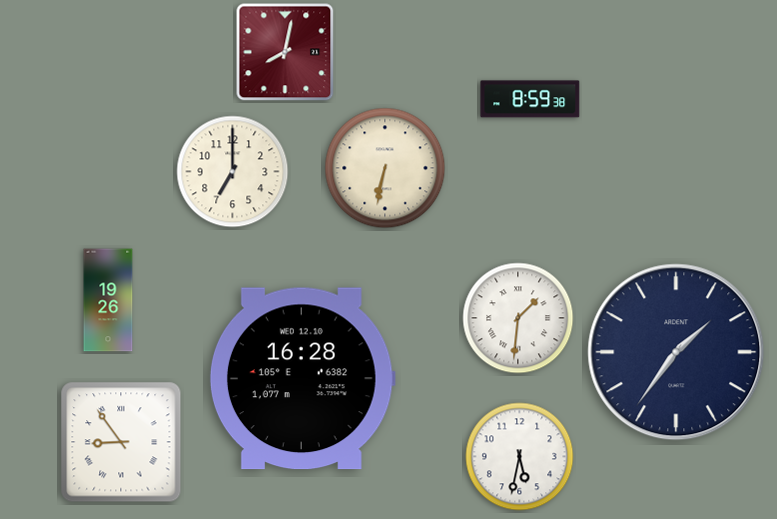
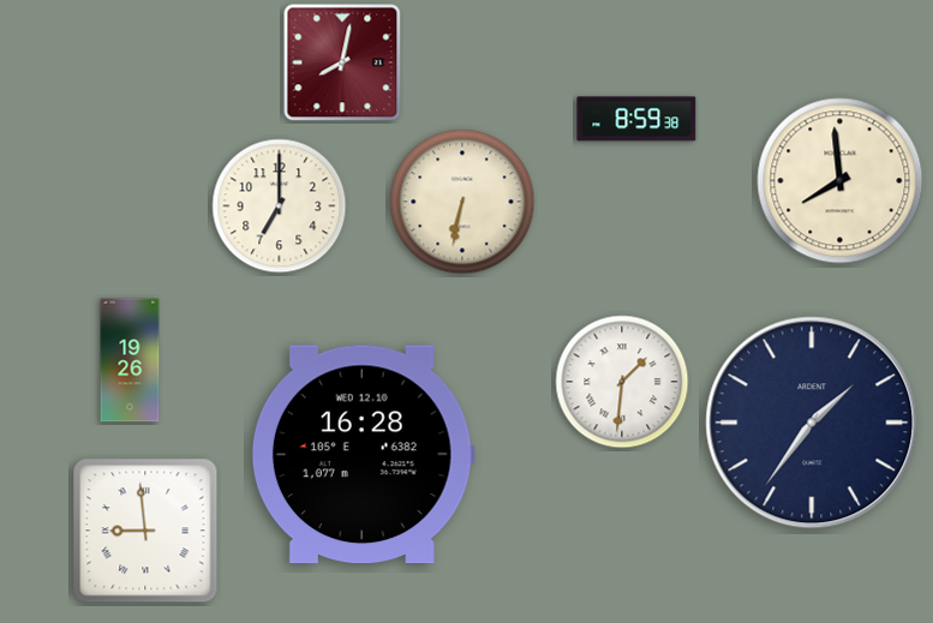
clock at (841, 181): none -> 7:59
clock at (121, 442): 8:54 -> 8:59
clock at (520, 457): 5:32 -> none
